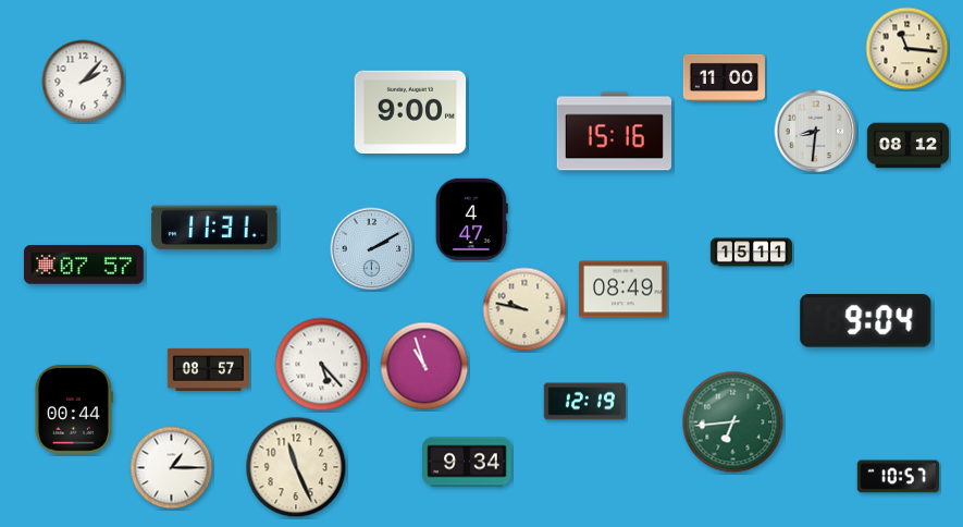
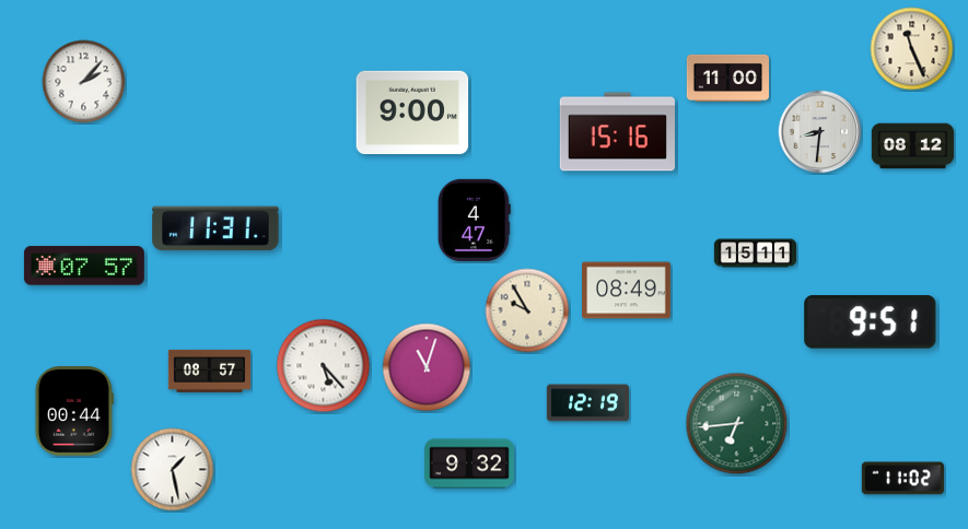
clock at (908, 49): 11:16 -> 11:26
clock at (372, 249): 2:10 -> none
clock at (524, 309): 9:47 -> 9:55
clock at (866, 321): 9:04 -> 9:51
clock at (424, 366): 10:57 -> 11:03
clock at (467, 462): 9:34 -> 9:32
clock at (296, 467): 11:26 -> none
clock at (172, 468): 1:15 -> 1:28
clock at (898, 477): 10:57 -> 11:02
